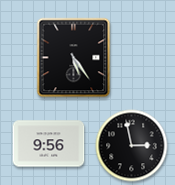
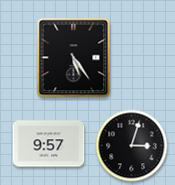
clock at (49, 144): 9:56 -> 9:57
clock at (132, 146): 2:58 -> 3:03
